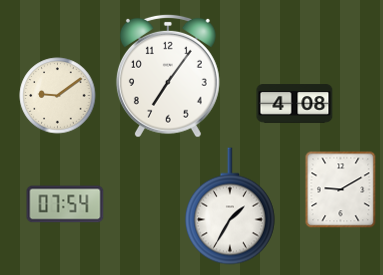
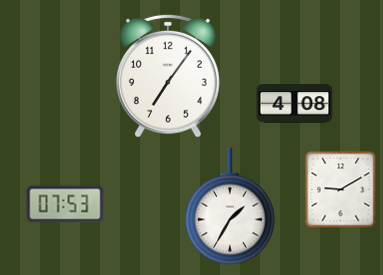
clock at (58, 96): 9:09 -> none
clock at (65, 204): 07:54 -> 07:53
